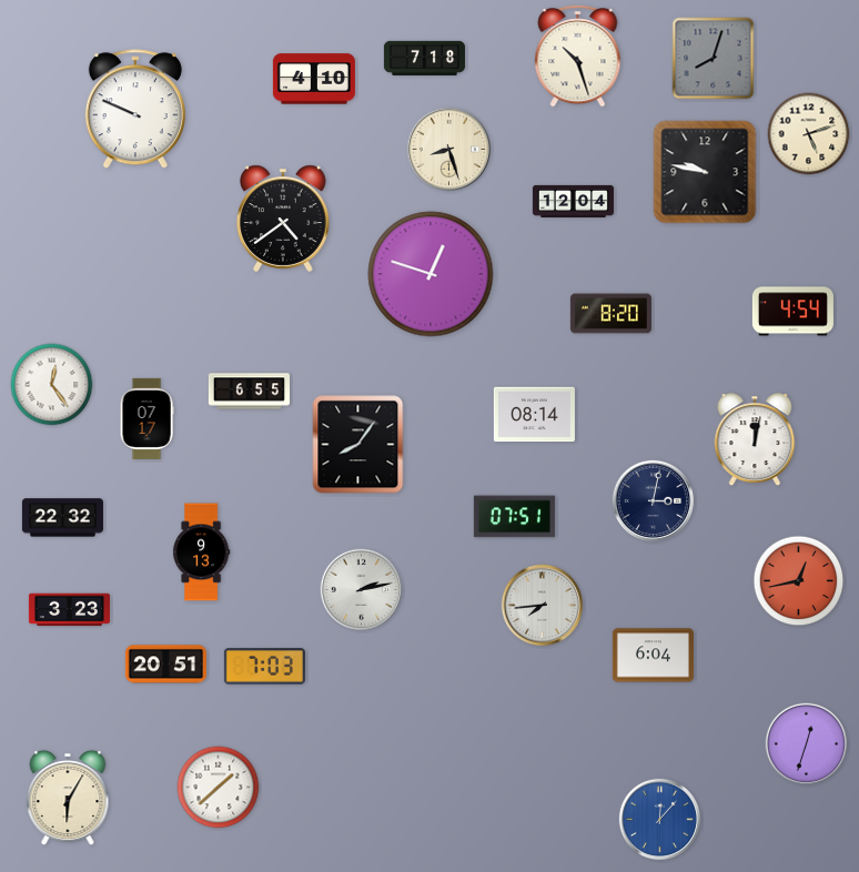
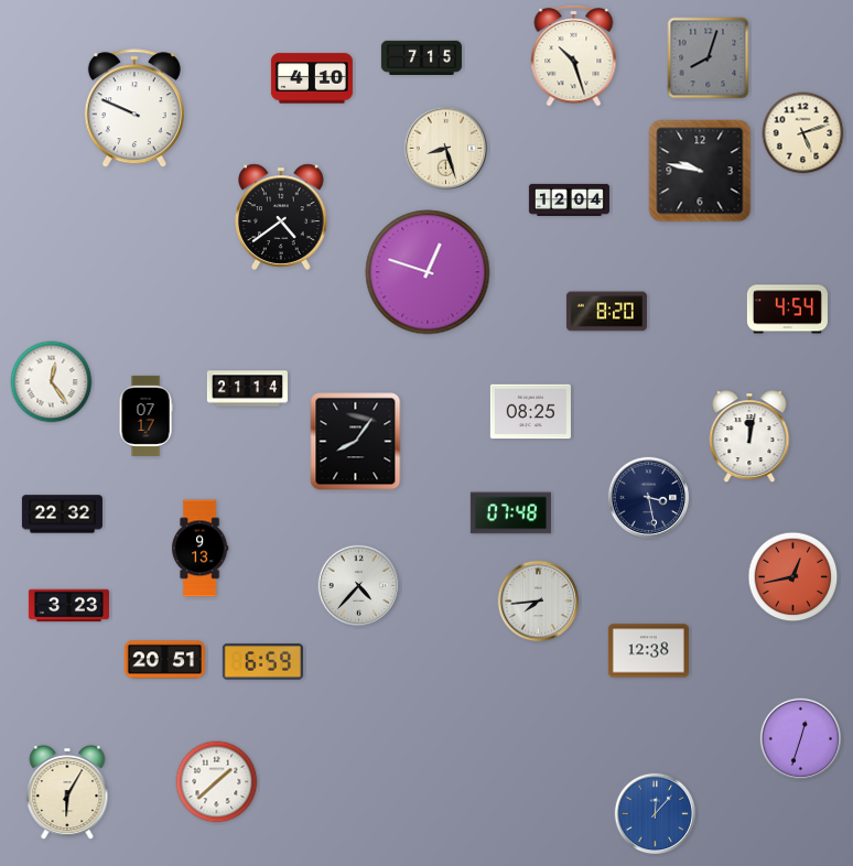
clock at (424, 58): 7:18 -> 7:15
clock at (249, 392): 6:55 -> 21:14
clock at (534, 415): 08:14 -> 08:25
clock at (654, 501): 3:02 -> 3:28
clock at (514, 517): 07:51 -> 07:48
clock at (362, 590): 2:13 -> 4:37
clock at (653, 656): 6:04 -> 12:38
clock at (264, 667): 7:03 -> 6:59
